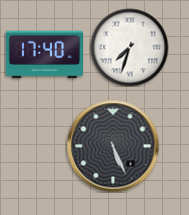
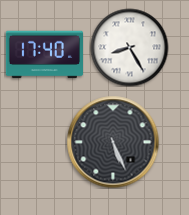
clock at (129, 47): 7:33 -> 8:25
clock at (113, 146) position: (113, 146) -> (113, 142)
